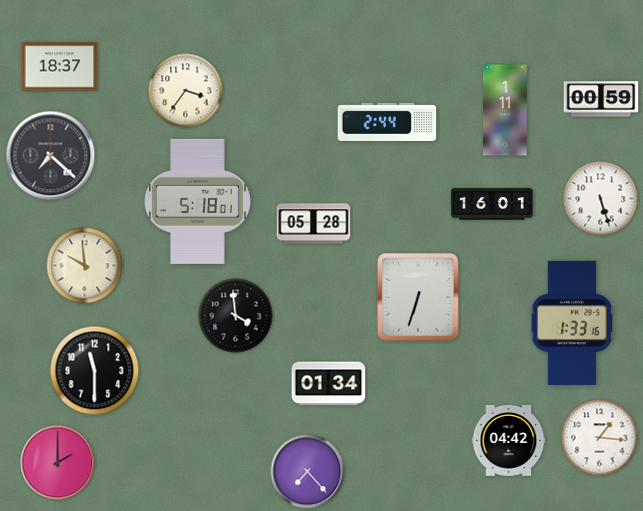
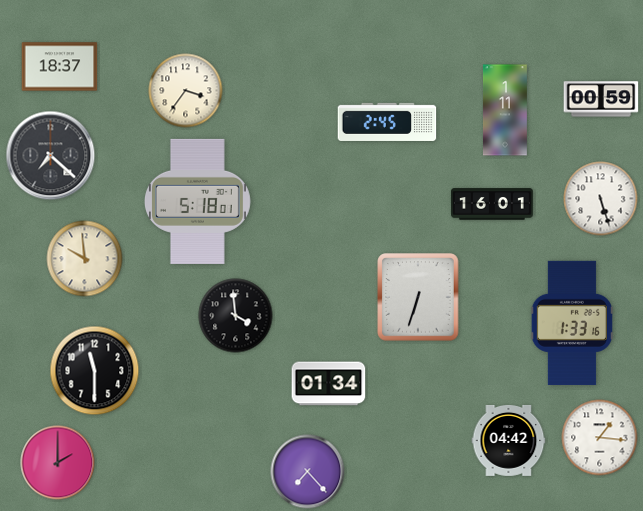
clock at (387, 122): 2:44 -> 2:45
clock at (314, 224): 05:28 -> none
clock at (85, 266) position: (85, 266) -> (85, 259)
